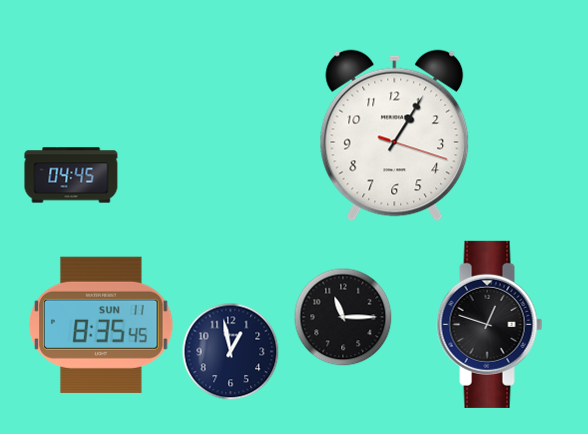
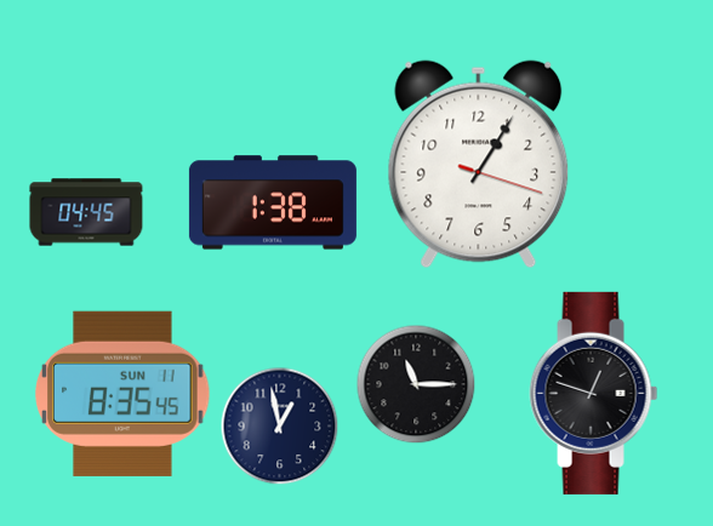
clock at (273, 202): none -> 1:38
